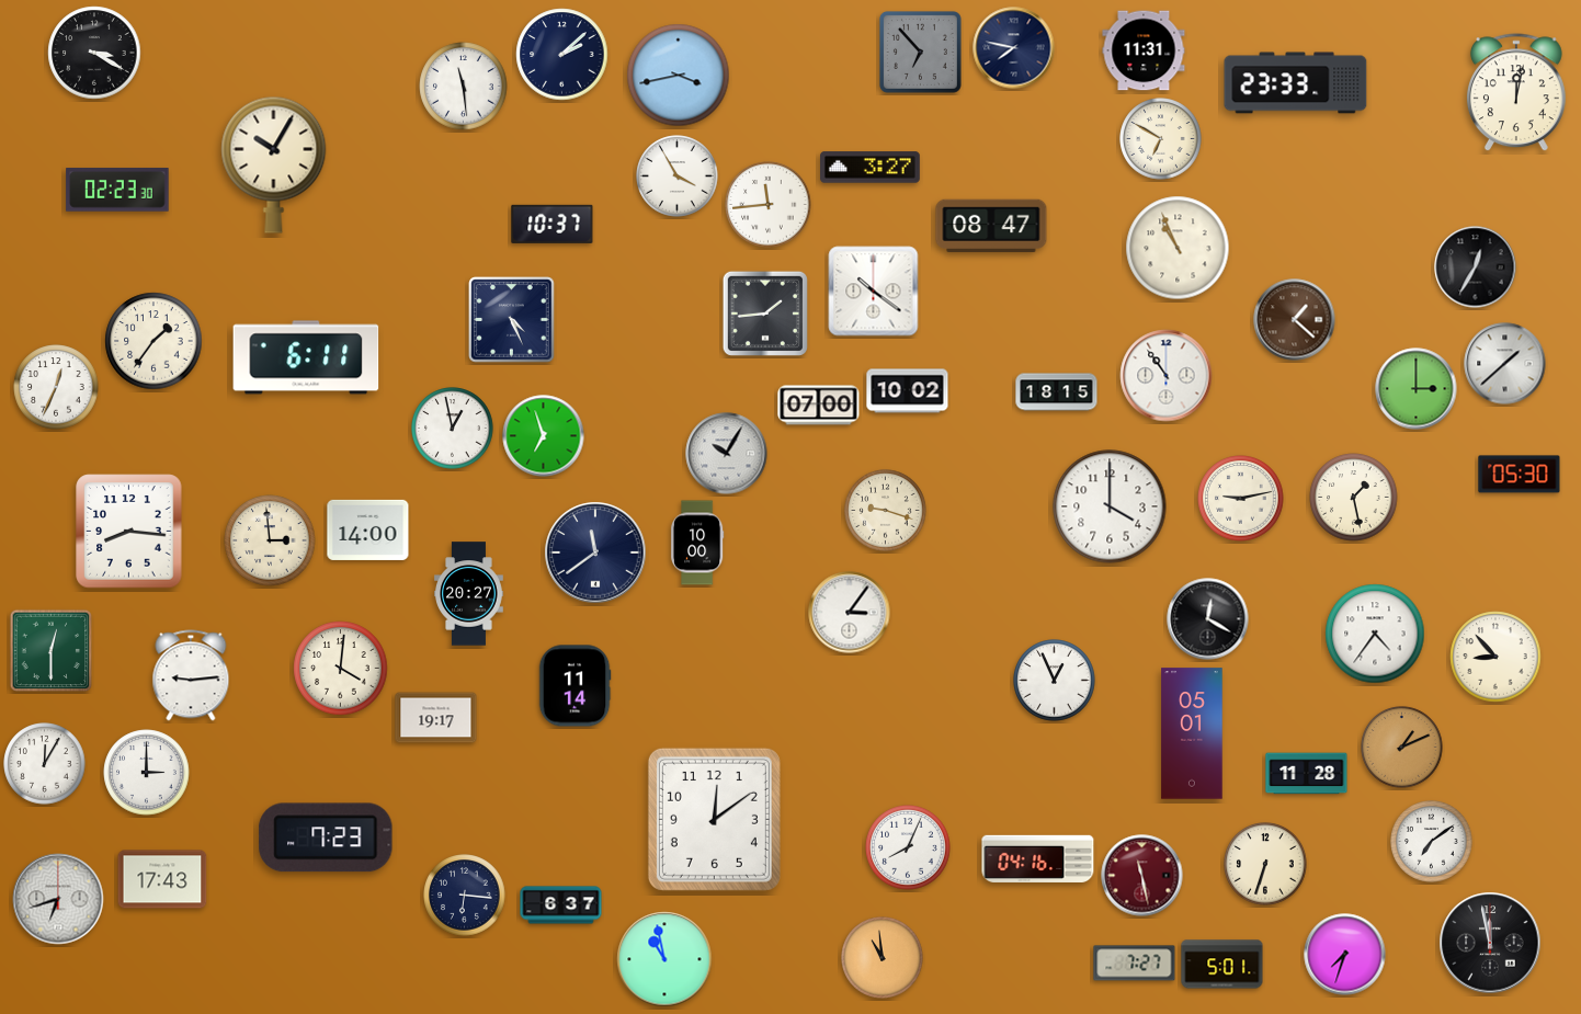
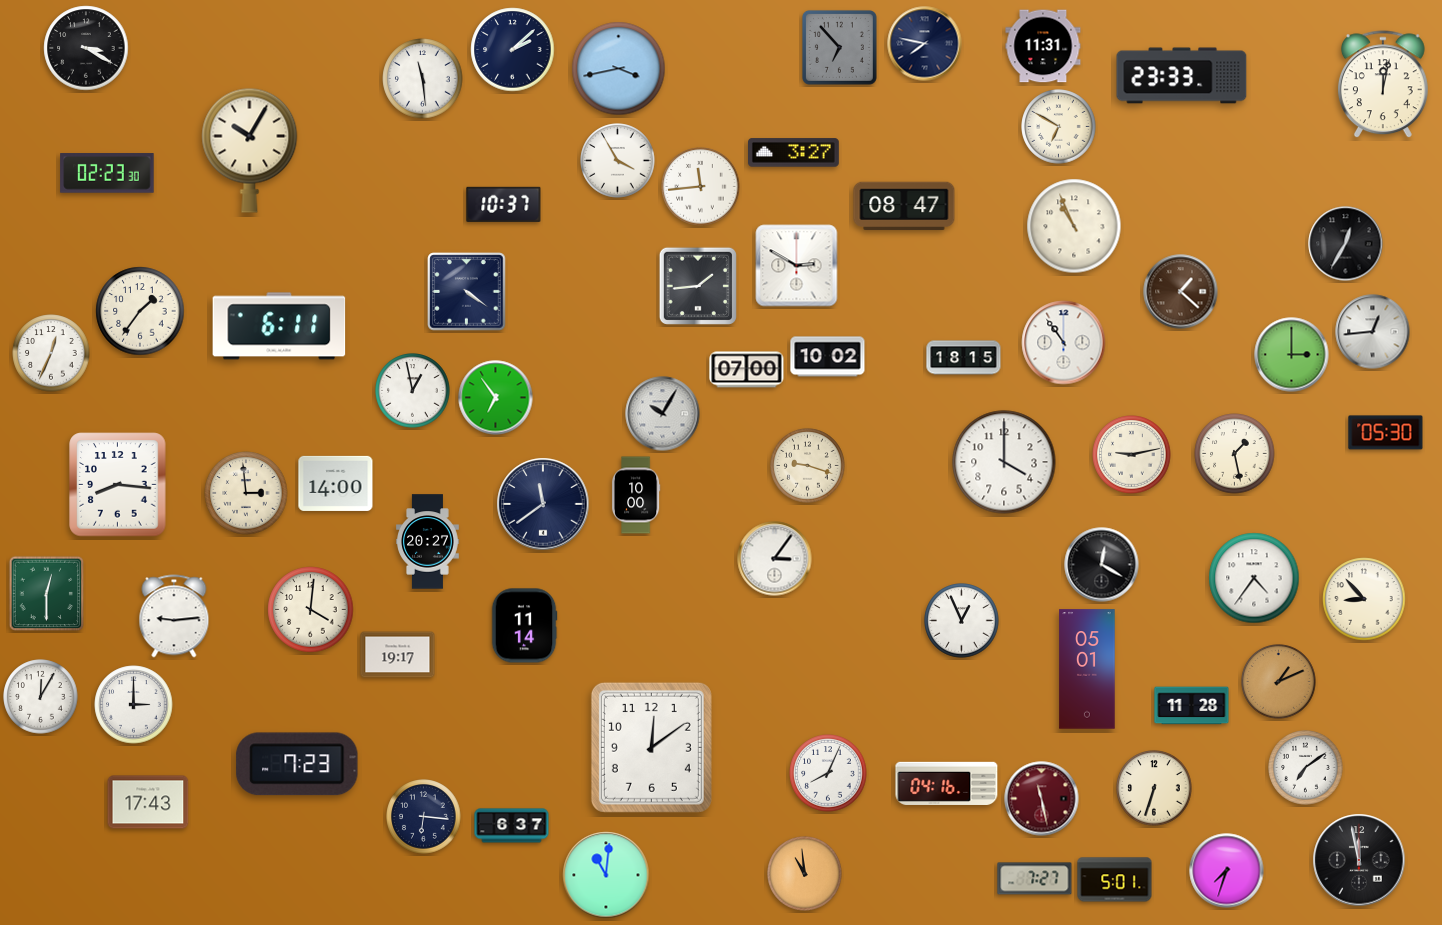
clock at (874, 292): 10:21 -> 2:50
clock at (512, 320): 4:26 -> 4:21
clock at (1505, 364): 1:38 -> 12:44
clock at (544, 436): 6:57 -> 6:54
clock at (1110, 506) position: (1110, 506) -> (1004, 462)
clock at (58, 899): 6:42 -> none
clock at (664, 959): 10:58 -> 11:01
